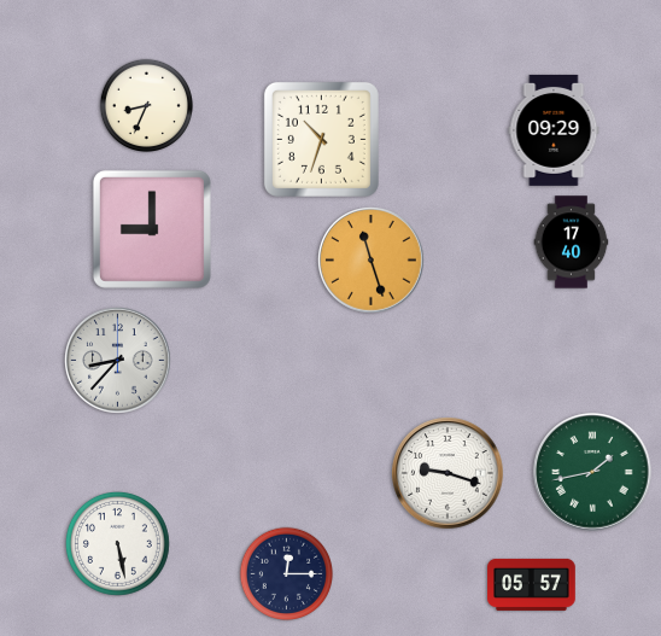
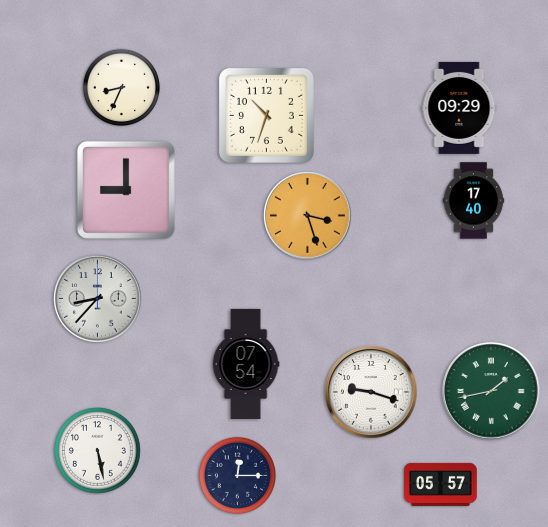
clock at (372, 261): 11:27 -> 3:27
clock at (246, 364): none -> 07:54
